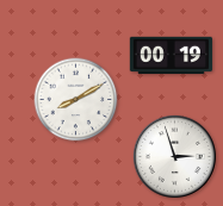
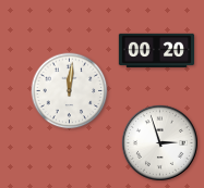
clock at (171, 55): 00:19 -> 00:20
clock at (76, 100): 8:10 -> 12:01
